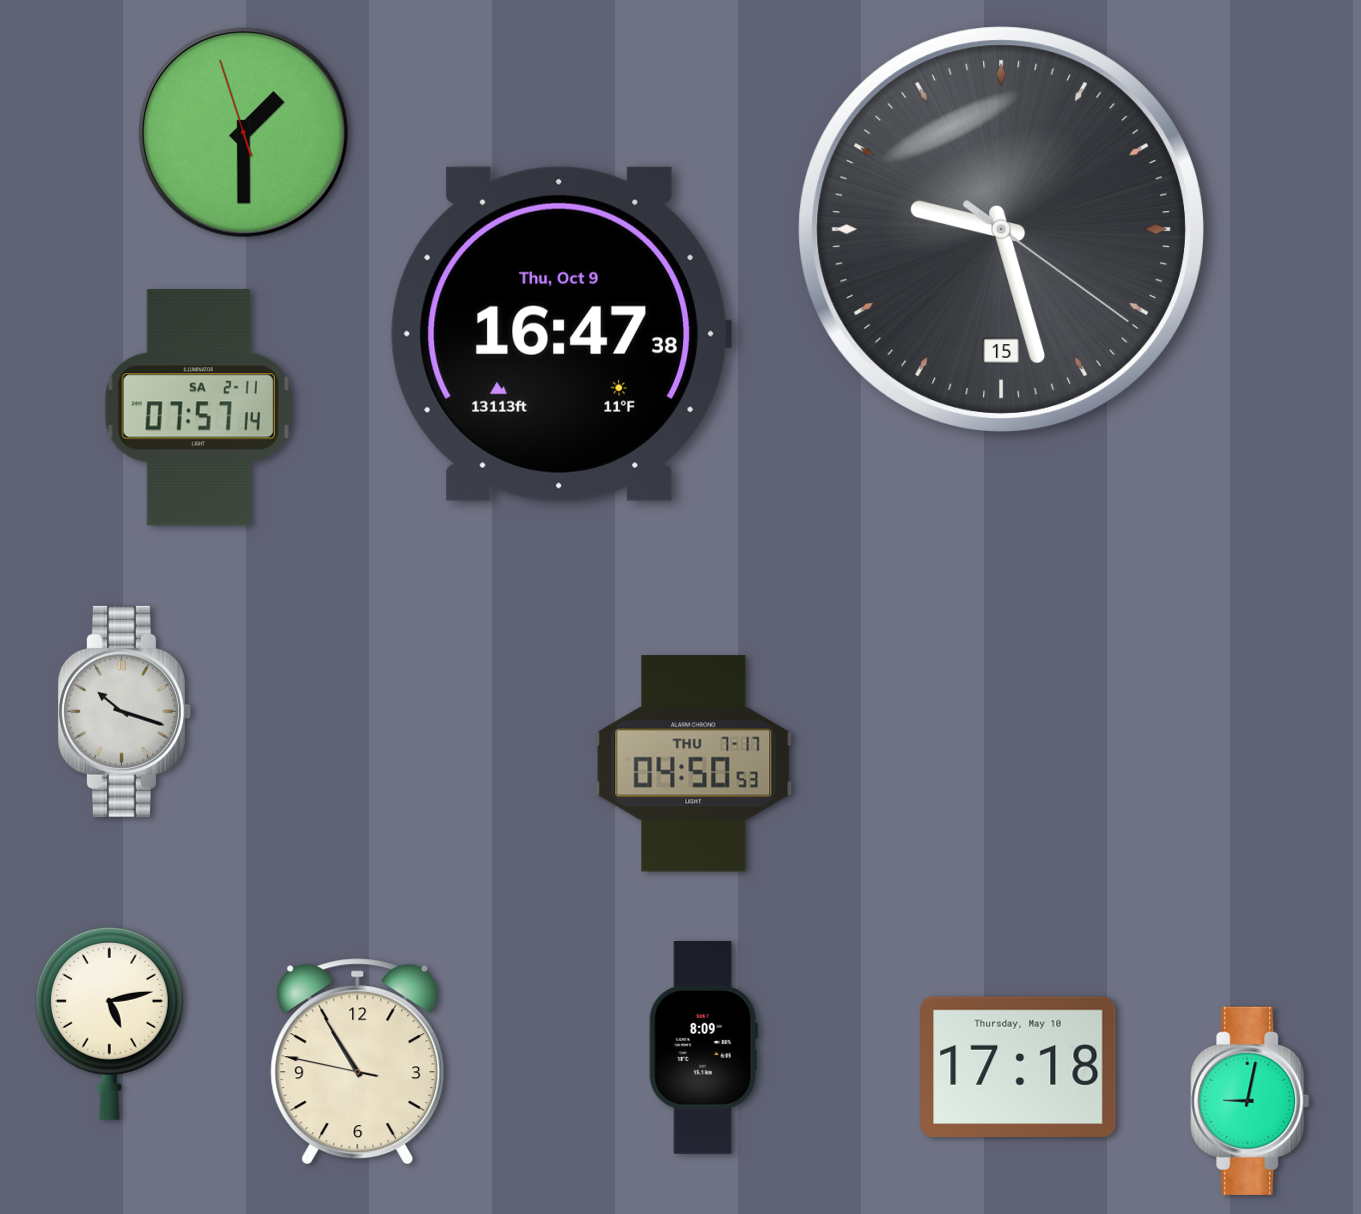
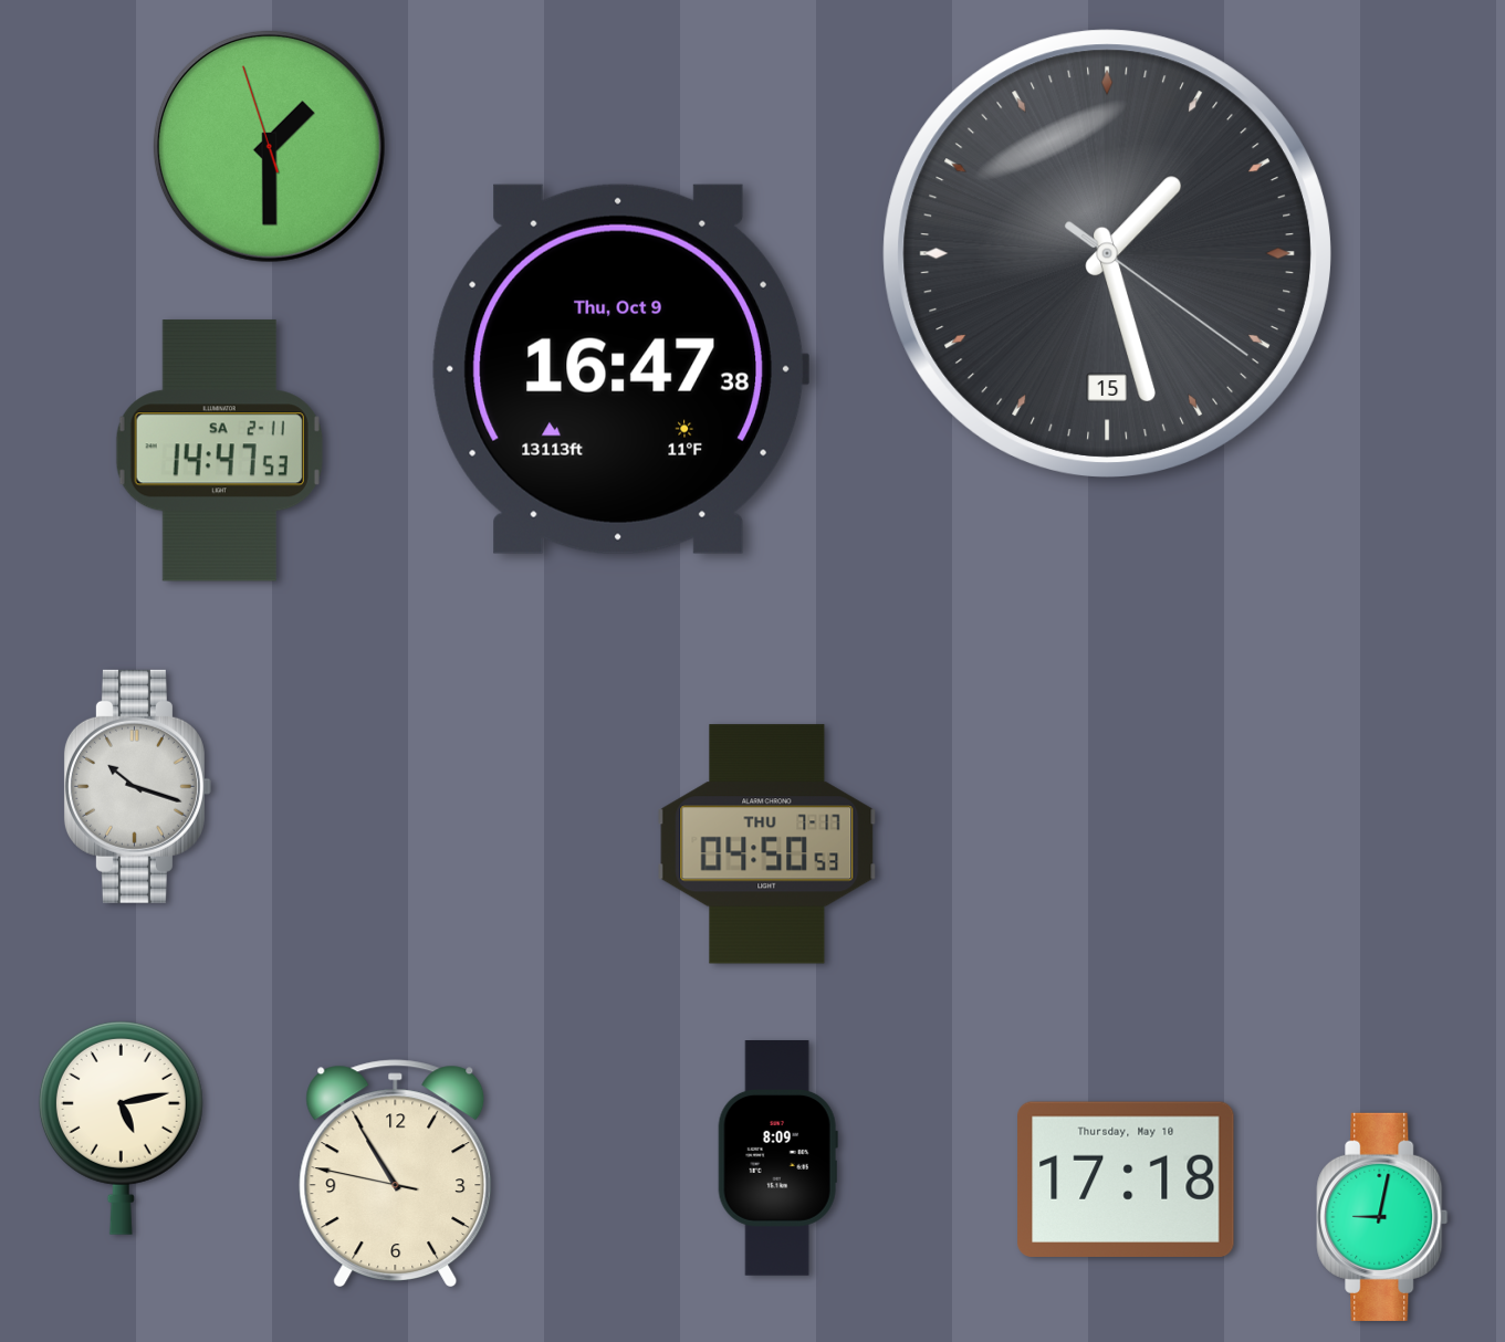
clock at (1001, 229): 9:27 -> 1:27
clock at (198, 408): 07:57 -> 14:47
clock at (109, 1023) position: (109, 1023) -> (121, 1128)
